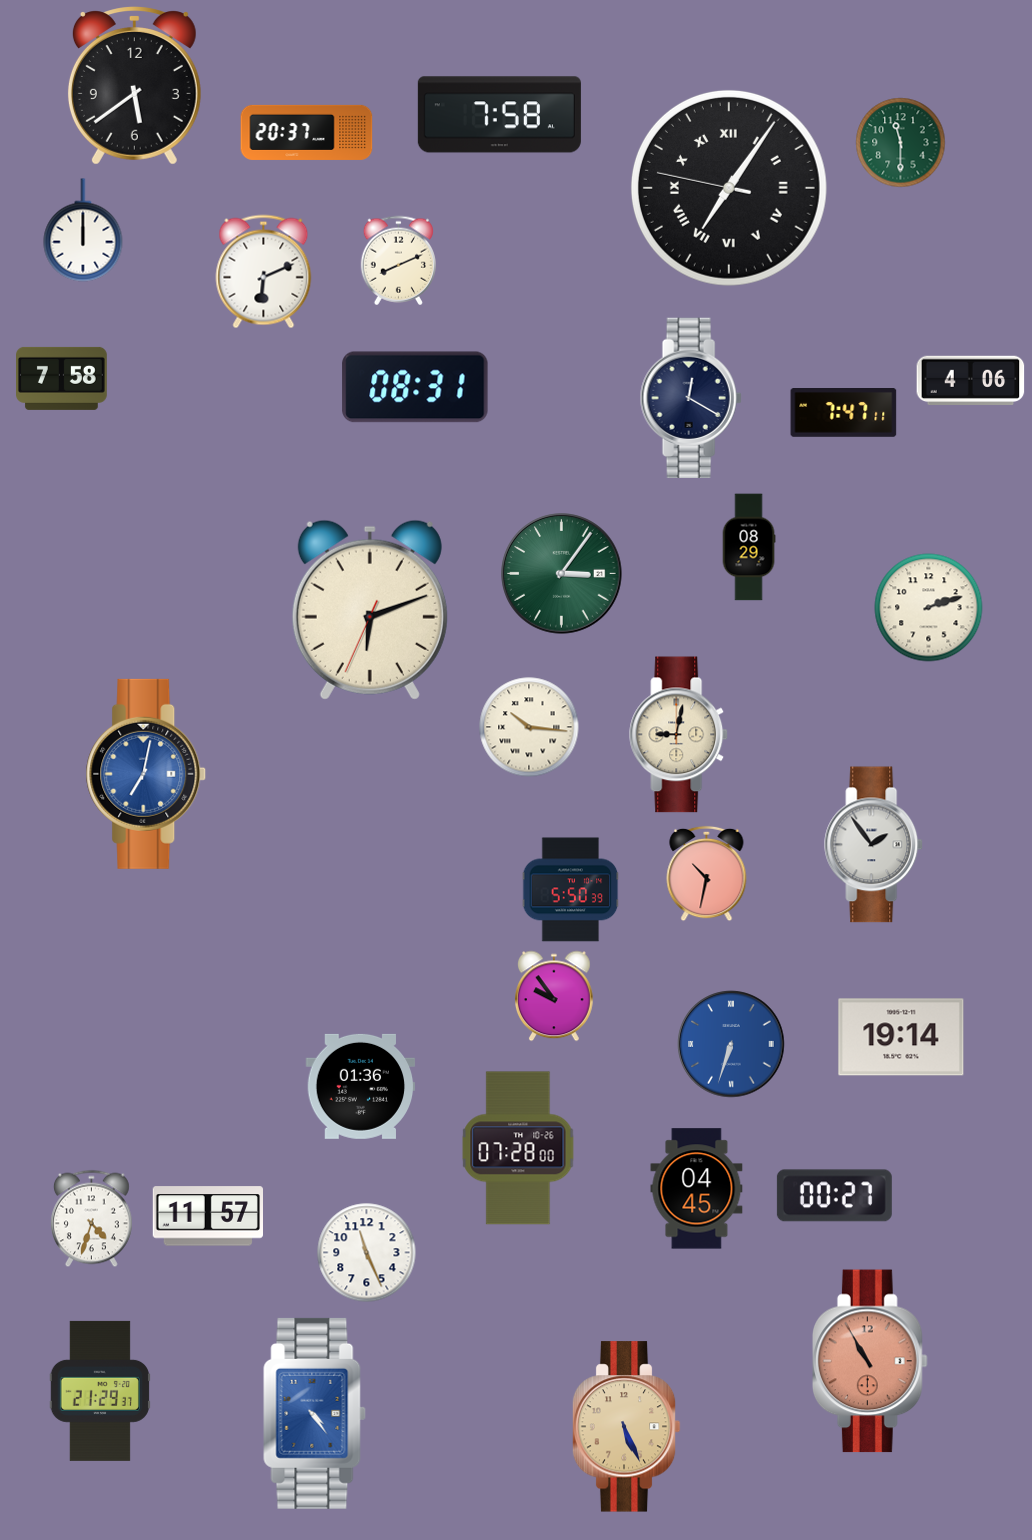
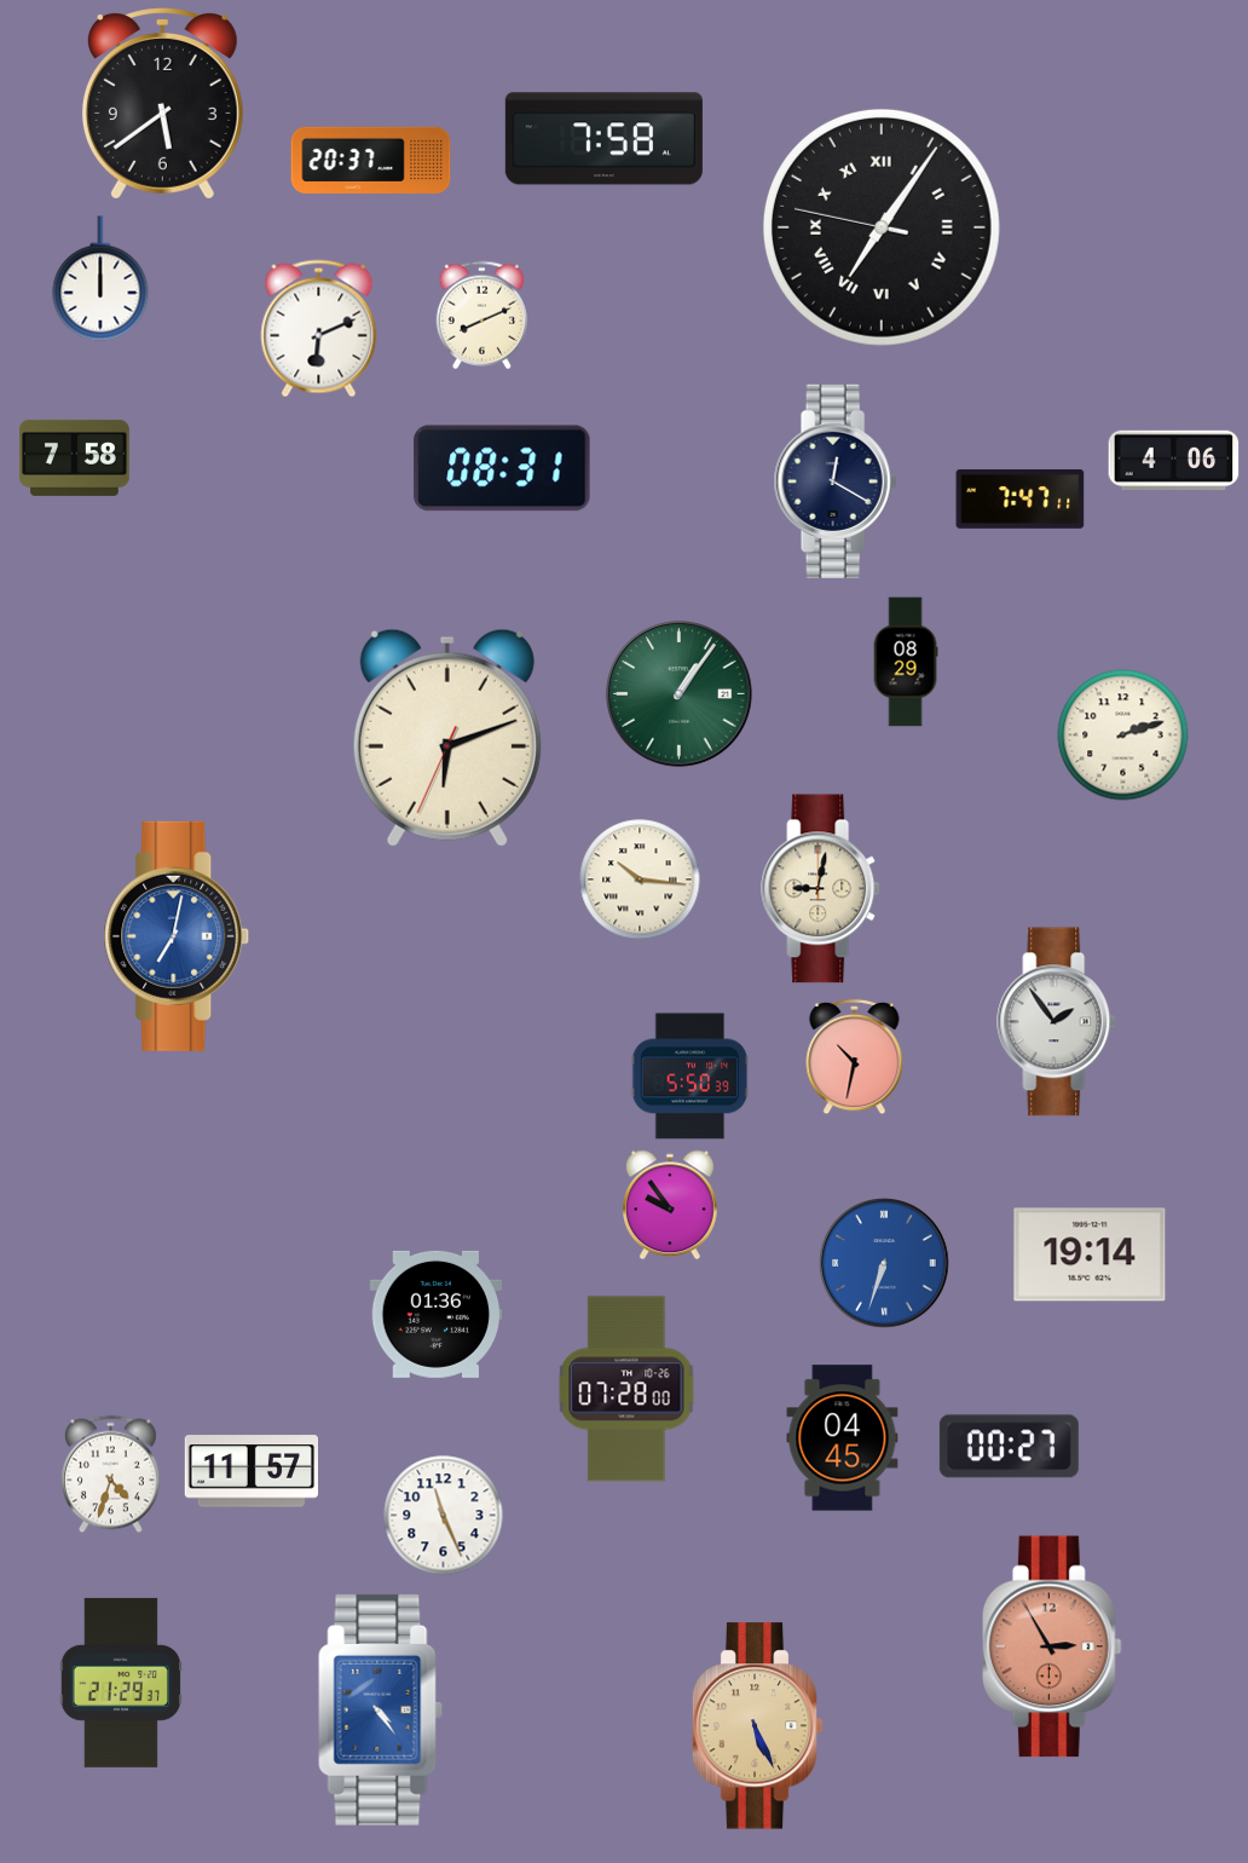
clock at (901, 143): 11:30 -> none
clock at (562, 574): 3:06 -> 1:06
clock at (870, 1361): 10:55 -> 2:55
